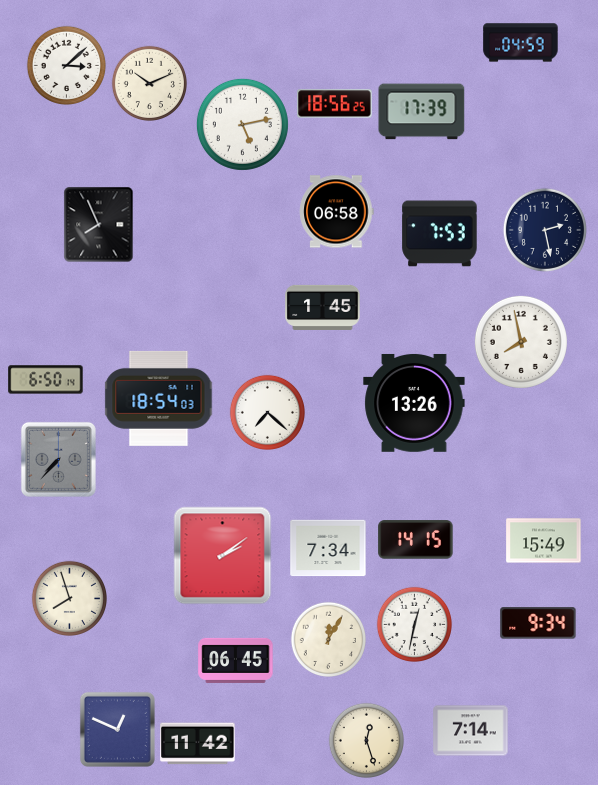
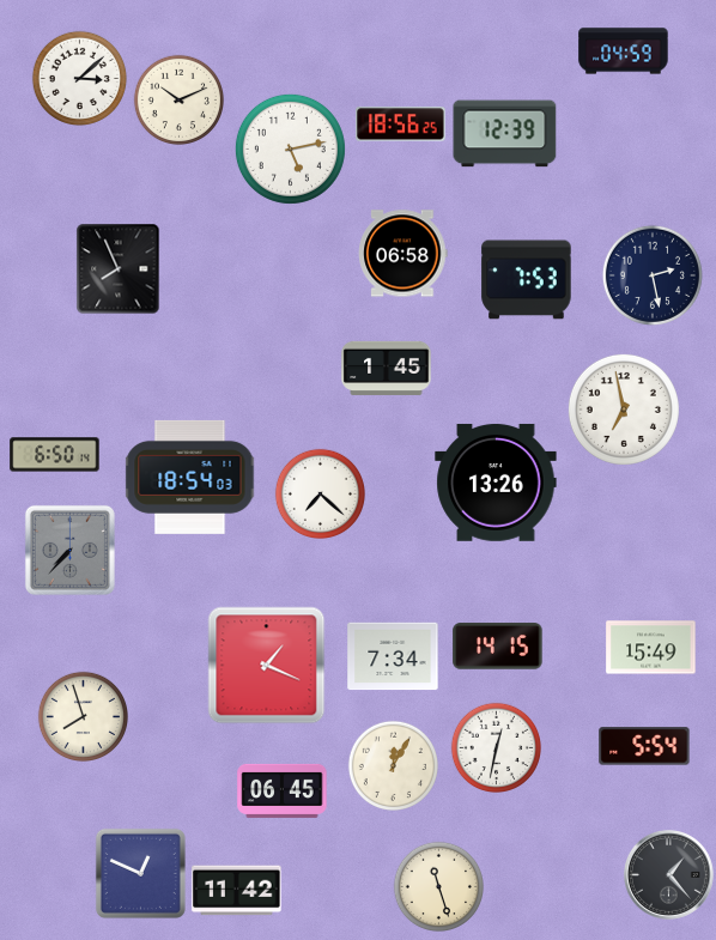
clock at (422, 112): 17:39 -> 12:39
clock at (521, 342): 7:58 -> 6:58
clock at (223, 556): 2:09 -> 1:19
clock at (538, 623): 9:34 -> 5:54
clock at (471, 731): 7:14 -> none
clock at (669, 875): none -> 1:23
clock at (366, 740): 12:27 -> 11:27
